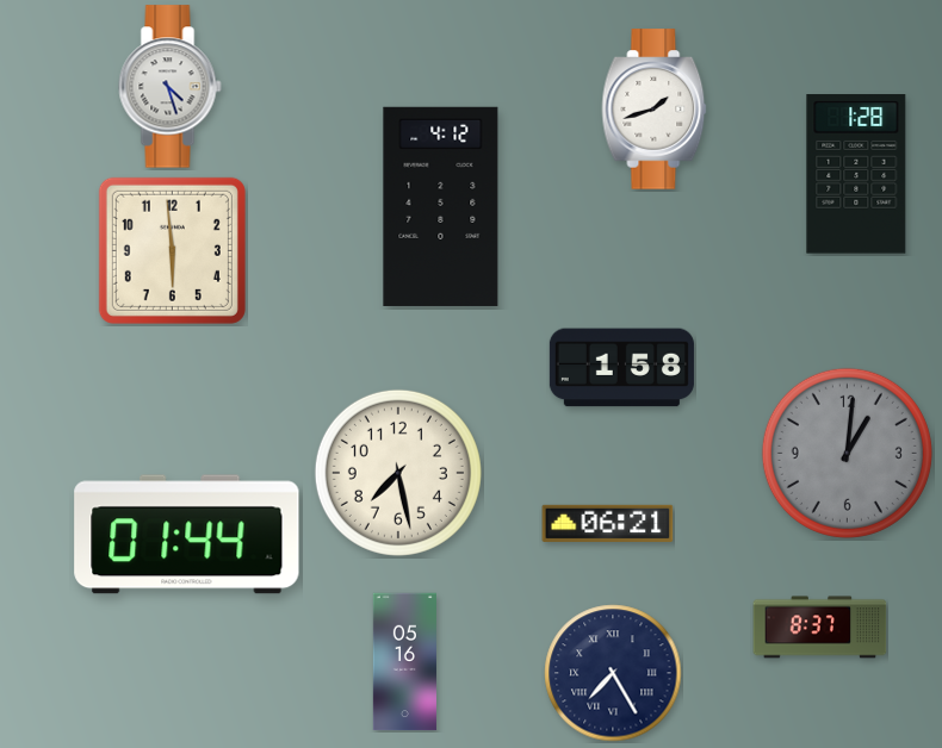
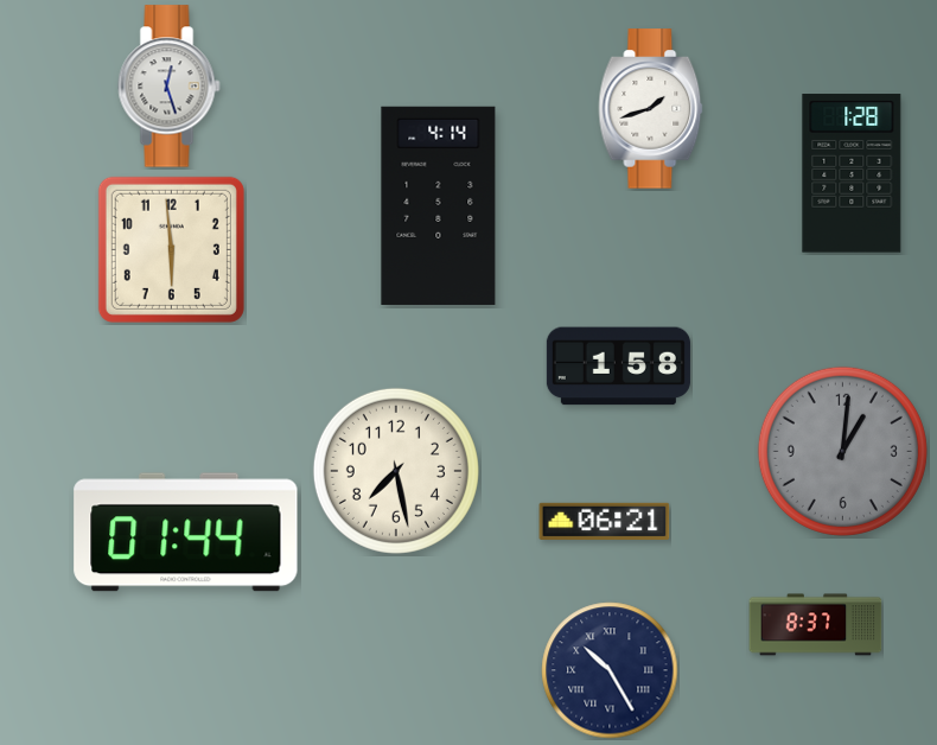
clock at (171, 87): 4:27 -> 12:27
clock at (441, 206): 4:12 -> 4:14
clock at (404, 662): 05:16 -> none
clock at (613, 673): 7:25 -> 10:25
